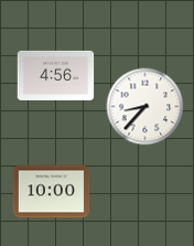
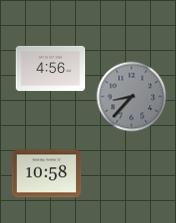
clock at (145, 107) dial: white -> grey
clock at (52, 192): 10:00 -> 10:58
